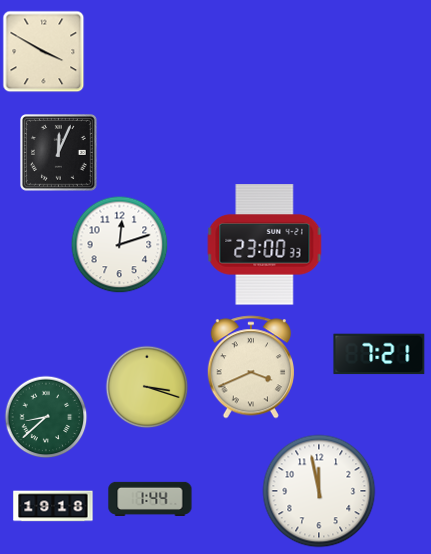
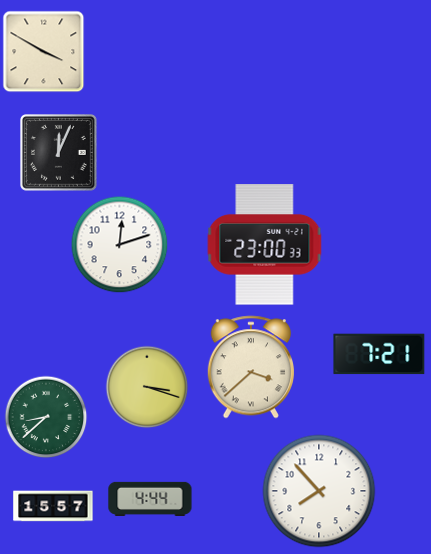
clock at (250, 367): 3:41 -> 3:38
clock at (319, 491): 11:58 -> 7:53
clock at (150, 499): 1:44 -> 4:44
clock at (53, 506): 19:18 -> 15:57
